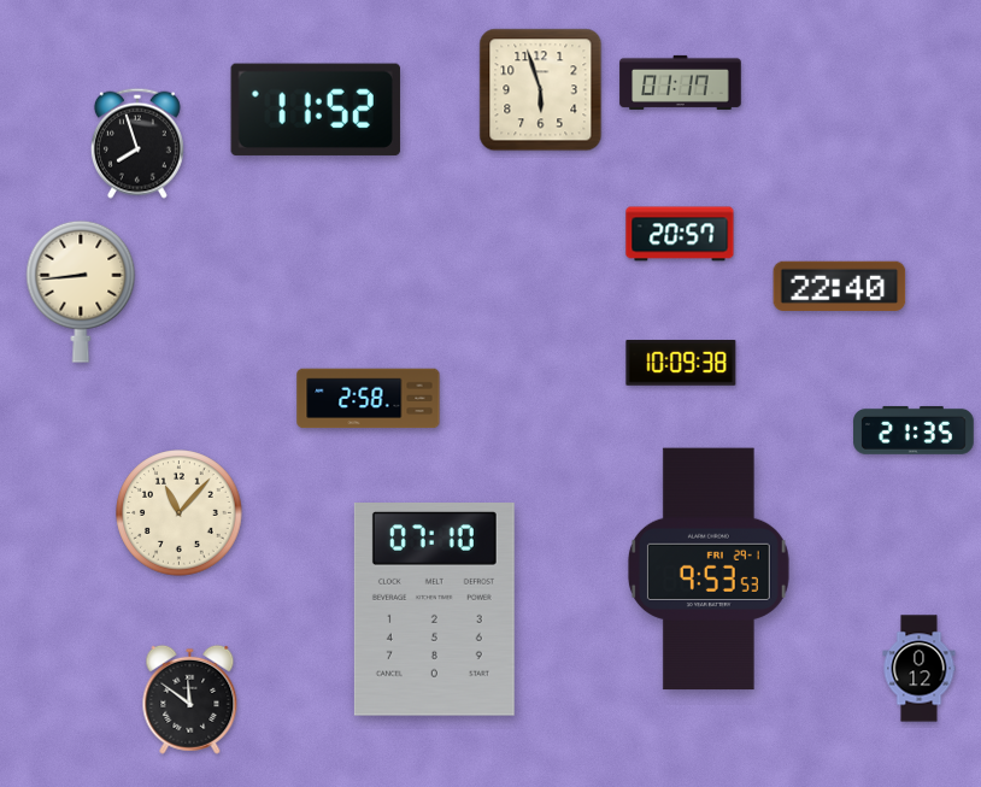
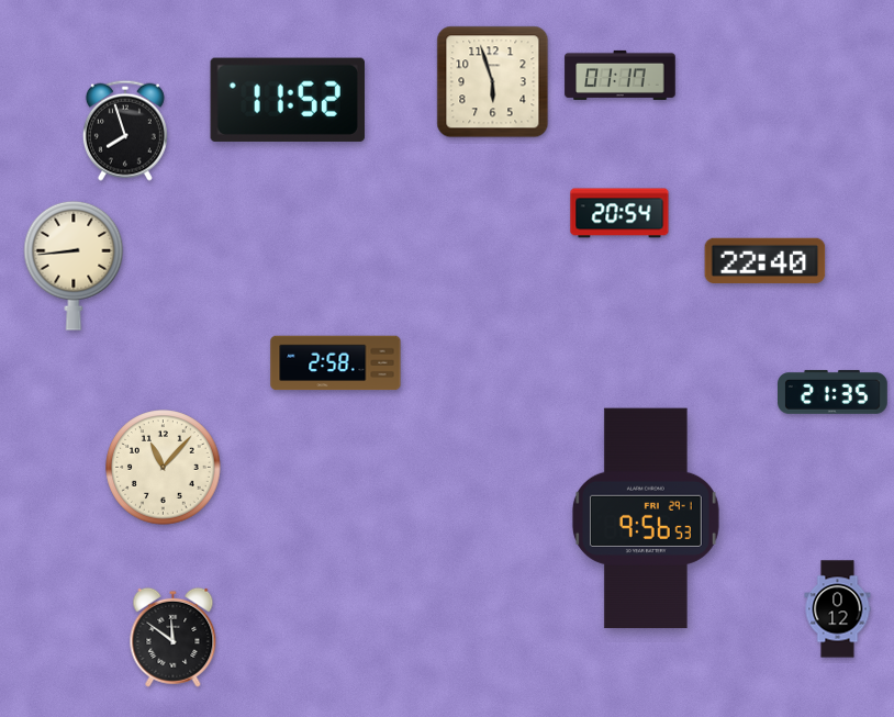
clock at (680, 234): 20:57 -> 20:54
clock at (681, 364): 10:09 -> none
clock at (709, 569): 9:53 -> 9:56
clock at (434, 610): 07:10 -> none
